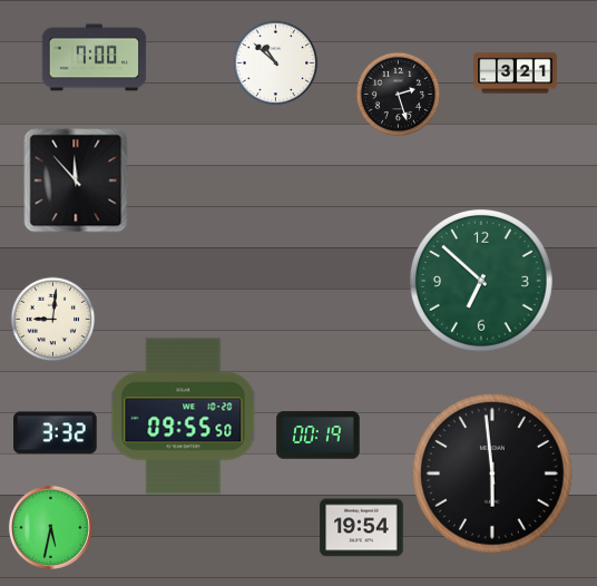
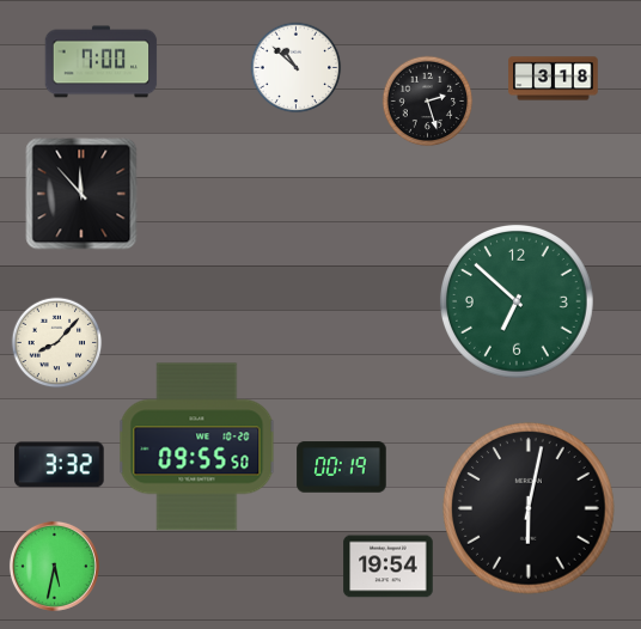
clock at (516, 74): 3:21 -> 3:18
clock at (53, 320): 9:01 -> 8:07
clock at (492, 473): 5:59 -> 6:02
